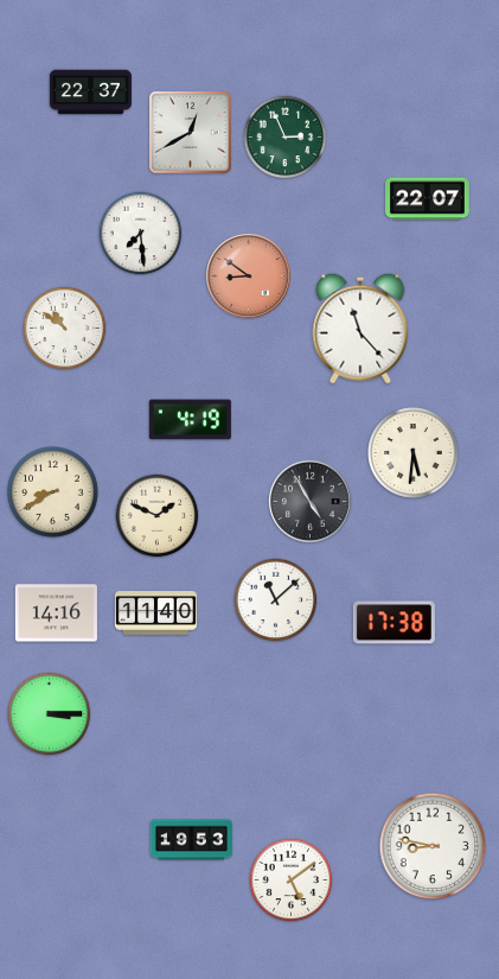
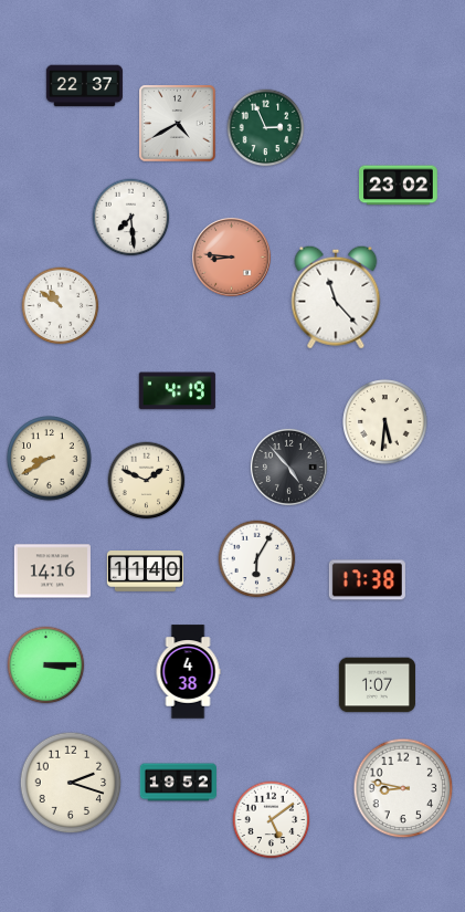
clock at (191, 133): 12:40 -> 4:40
clock at (428, 199): 22:07 -> 23:02
clock at (249, 276): 8:51 -> 8:46
clock at (360, 329) position: (360, 329) -> (336, 297)
clock at (309, 501): 4:55 -> 4:53
clock at (276, 600): 11:08 -> 6:05
clock at (188, 672): none -> 4:38
clock at (377, 685): none -> 1:07
clock at (71, 783): none -> 2:18
clock at (191, 840): 19:53 -> 19:52
